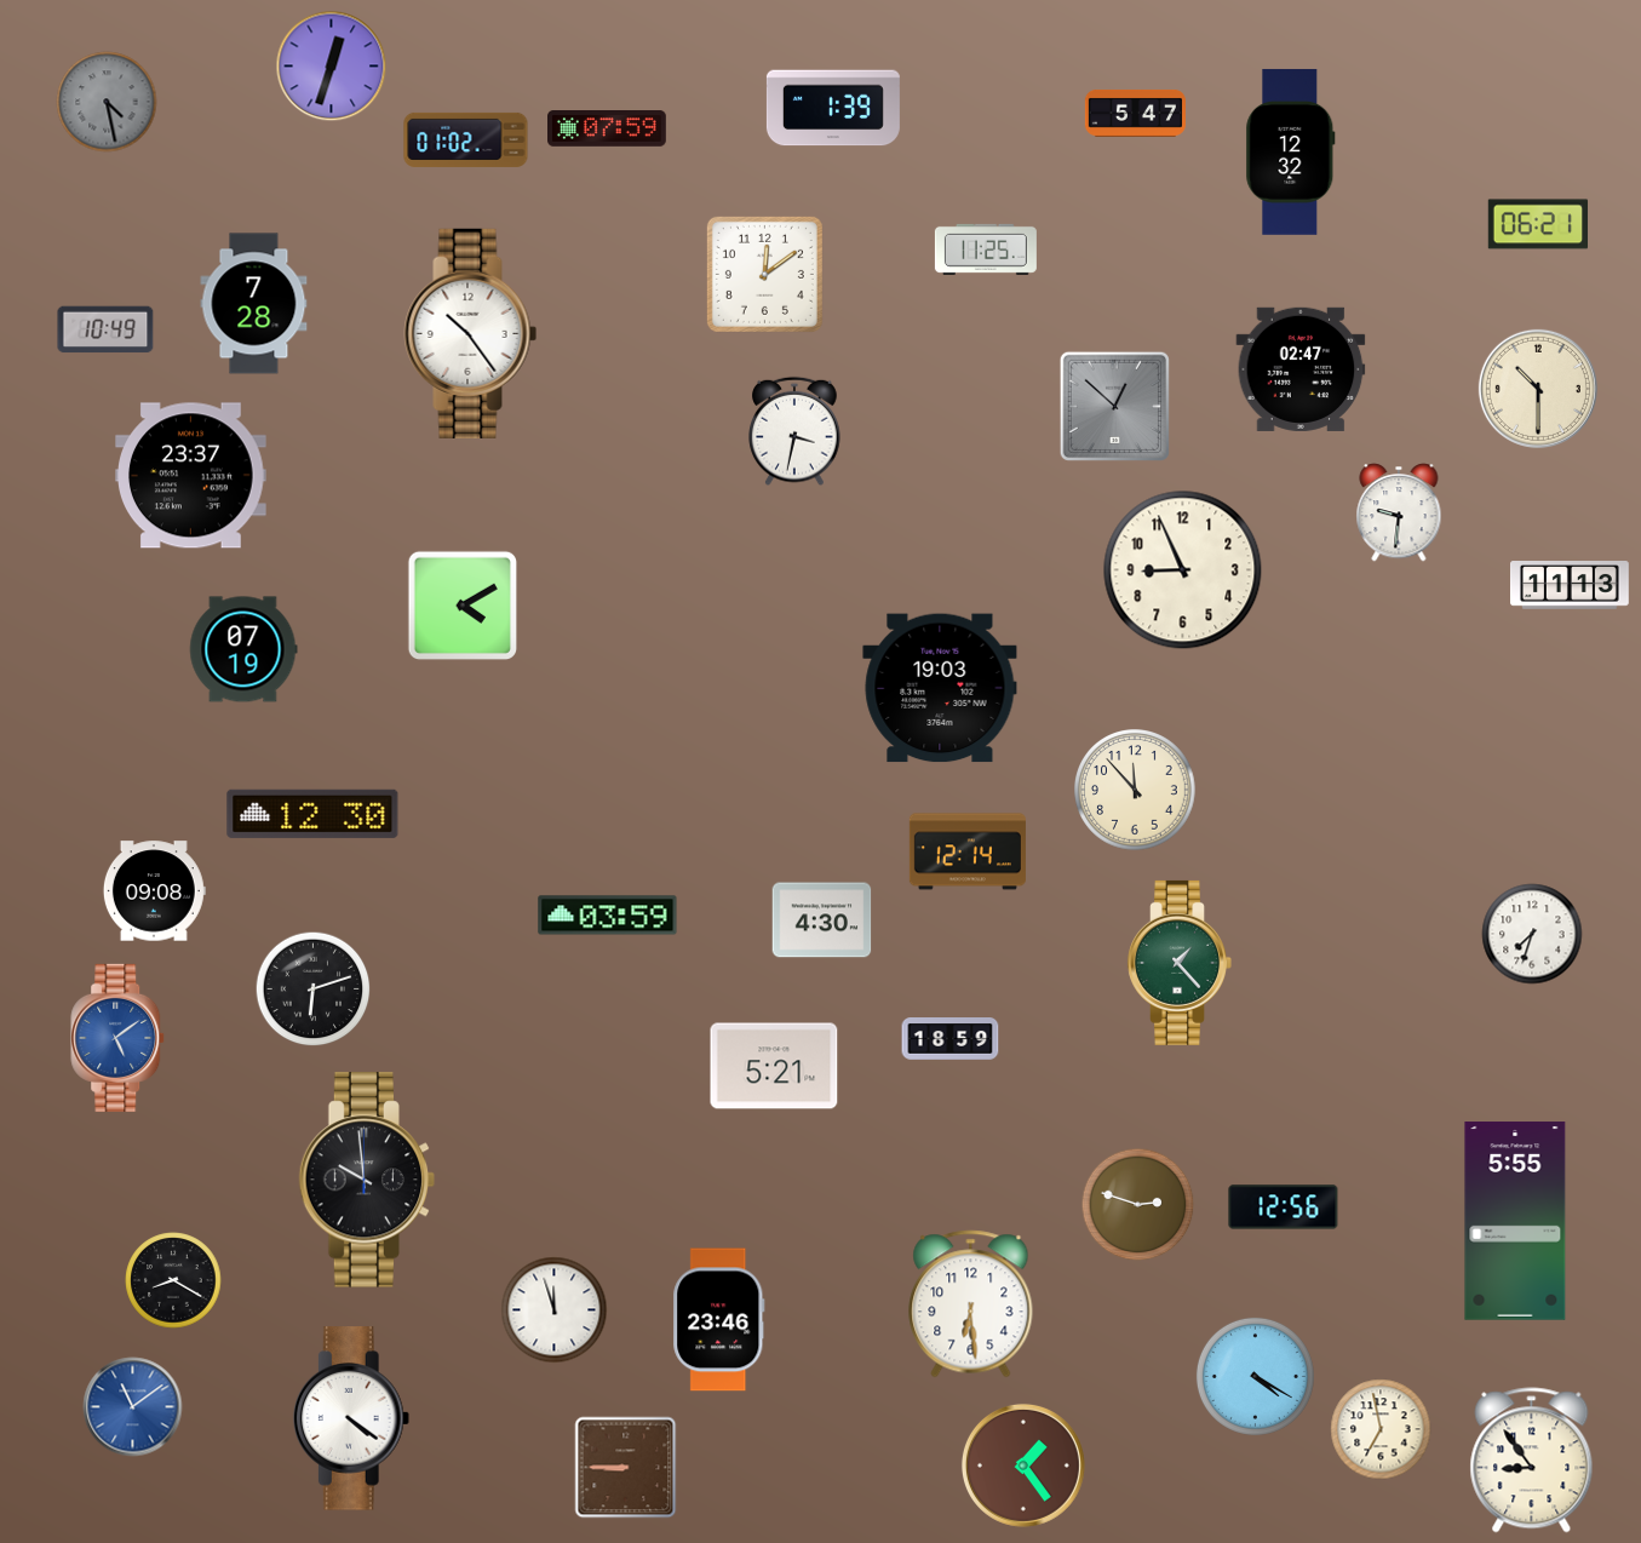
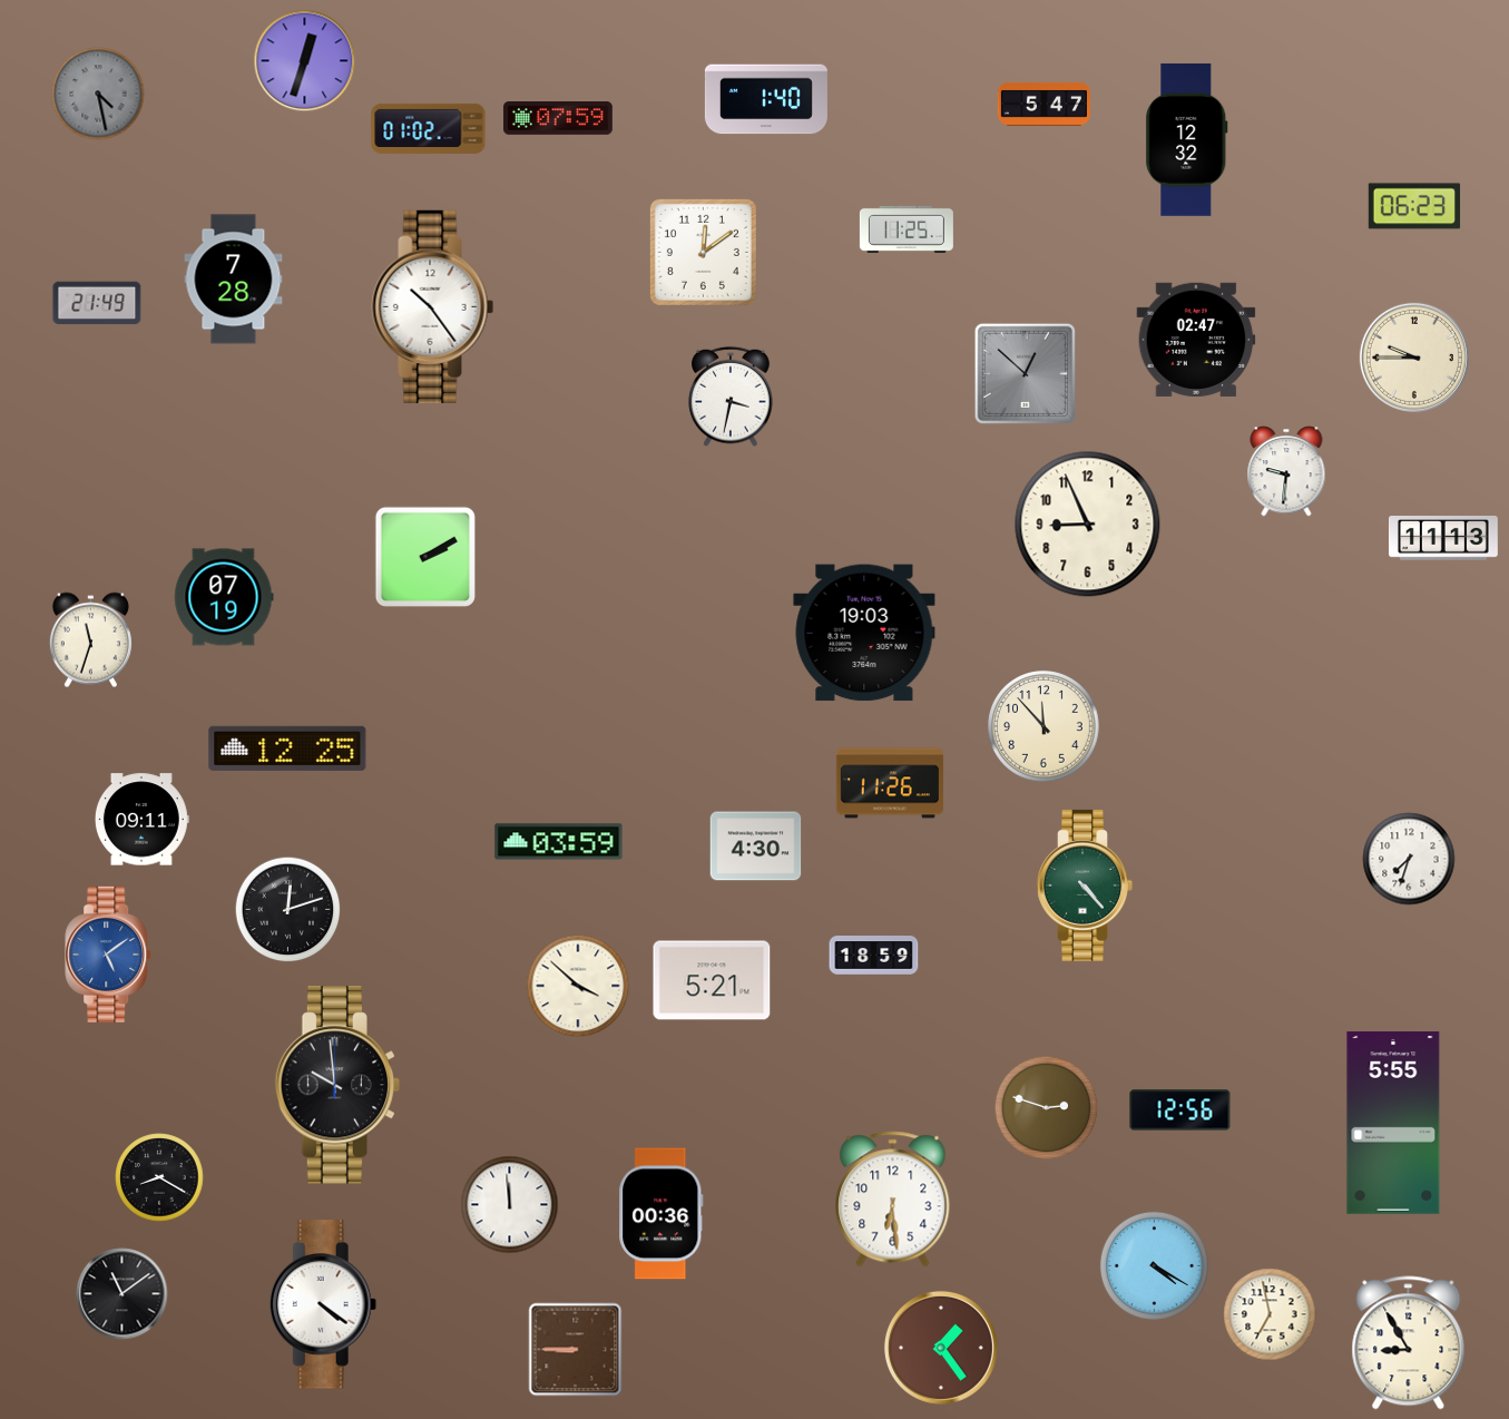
clock at (833, 108): 1:39 -> 1:40
clock at (1538, 224): 06:21 -> 06:23
clock at (105, 329): 10:49 -> 21:49
clock at (1538, 389): 10:30 -> 9:45
clock at (191, 476): 23:37 -> none
clock at (461, 604): 4:10 -> 2:10
clock at (90, 640): none -> 11:33
clock at (312, 814): 12:30 -> 12:25
clock at (968, 851): 12:14 -> 11:26
clock at (154, 891): 09:08 -> 09:11
clock at (1180, 963): 1:23 -> 4:23
clock at (314, 990): 6:12 -> 12:12
clock at (578, 986): none -> 3:52
clock at (555, 1310): 11:57 -> 11:59
clock at (719, 1320): 23:46 -> 00:36
clock at (133, 1407) dial: blue -> black
clock at (1532, 1461): 8:54 -> 8:55
